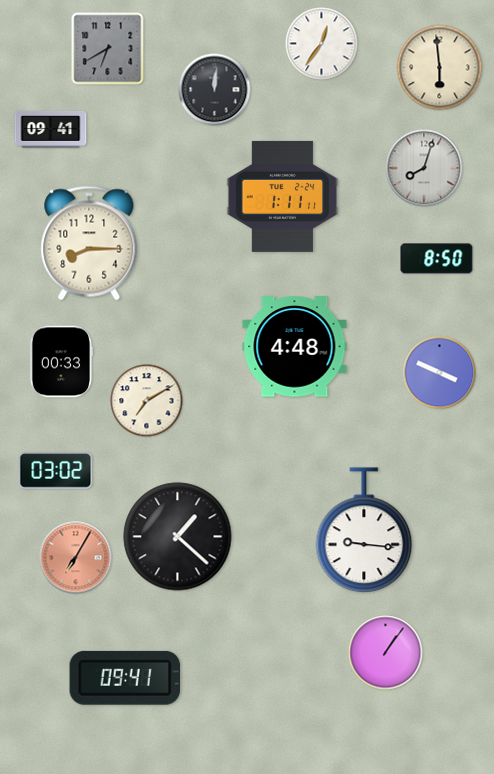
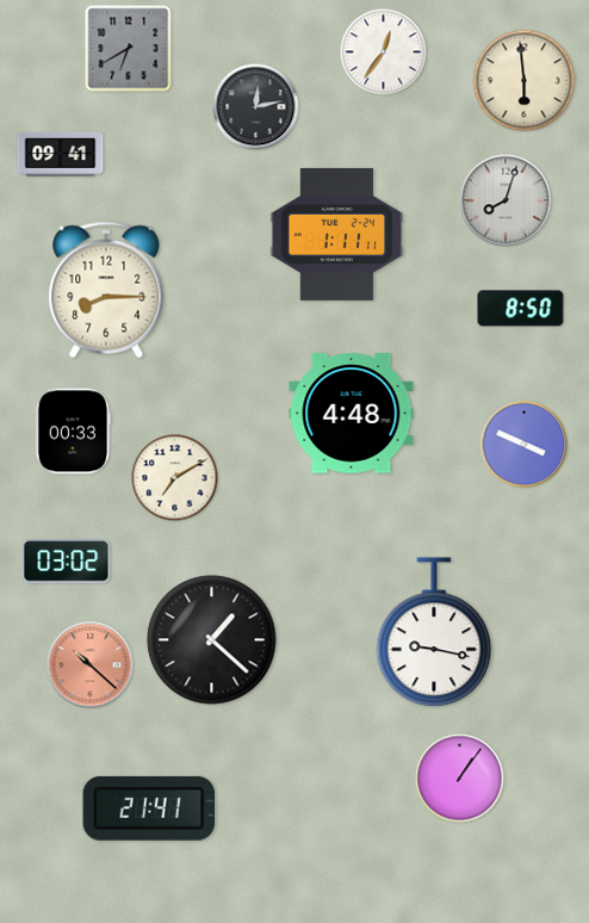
clock at (108, 49) position: (108, 49) -> (129, 49)
clock at (215, 90): 12:01 -> 12:13
clock at (364, 531): 9:16 -> 9:17
clock at (76, 558): 7:05 -> 10:22
clock at (125, 678): 09:41 -> 21:41
